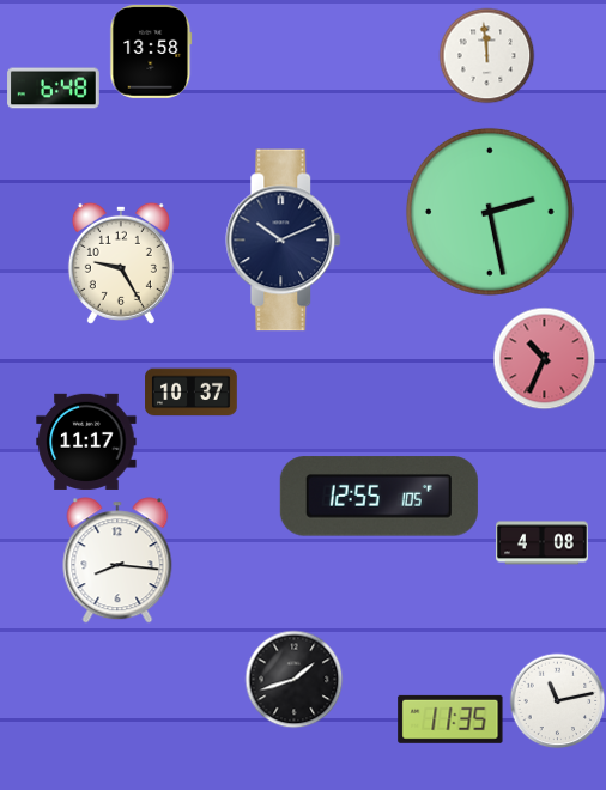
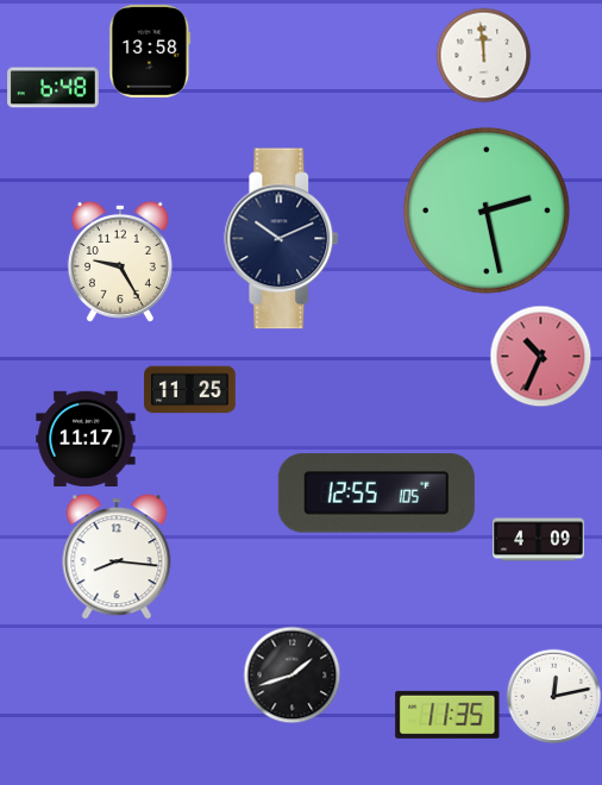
clock at (192, 393): 10:37 -> 11:25
clock at (543, 543): 4:08 -> 4:09
clock at (557, 700): 11:13 -> 12:13
